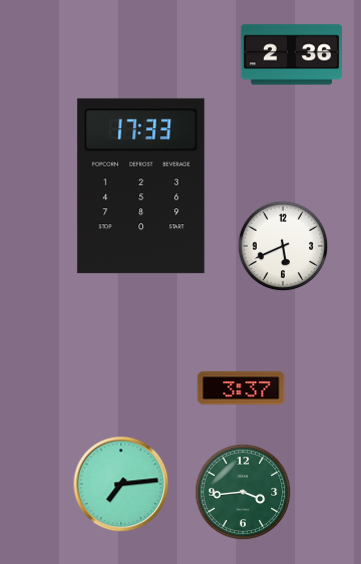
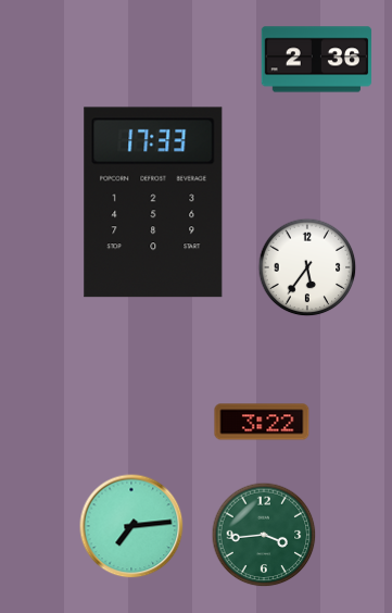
clock at (283, 246): 5:41 -> 5:36
clock at (241, 388): 3:37 -> 3:22
